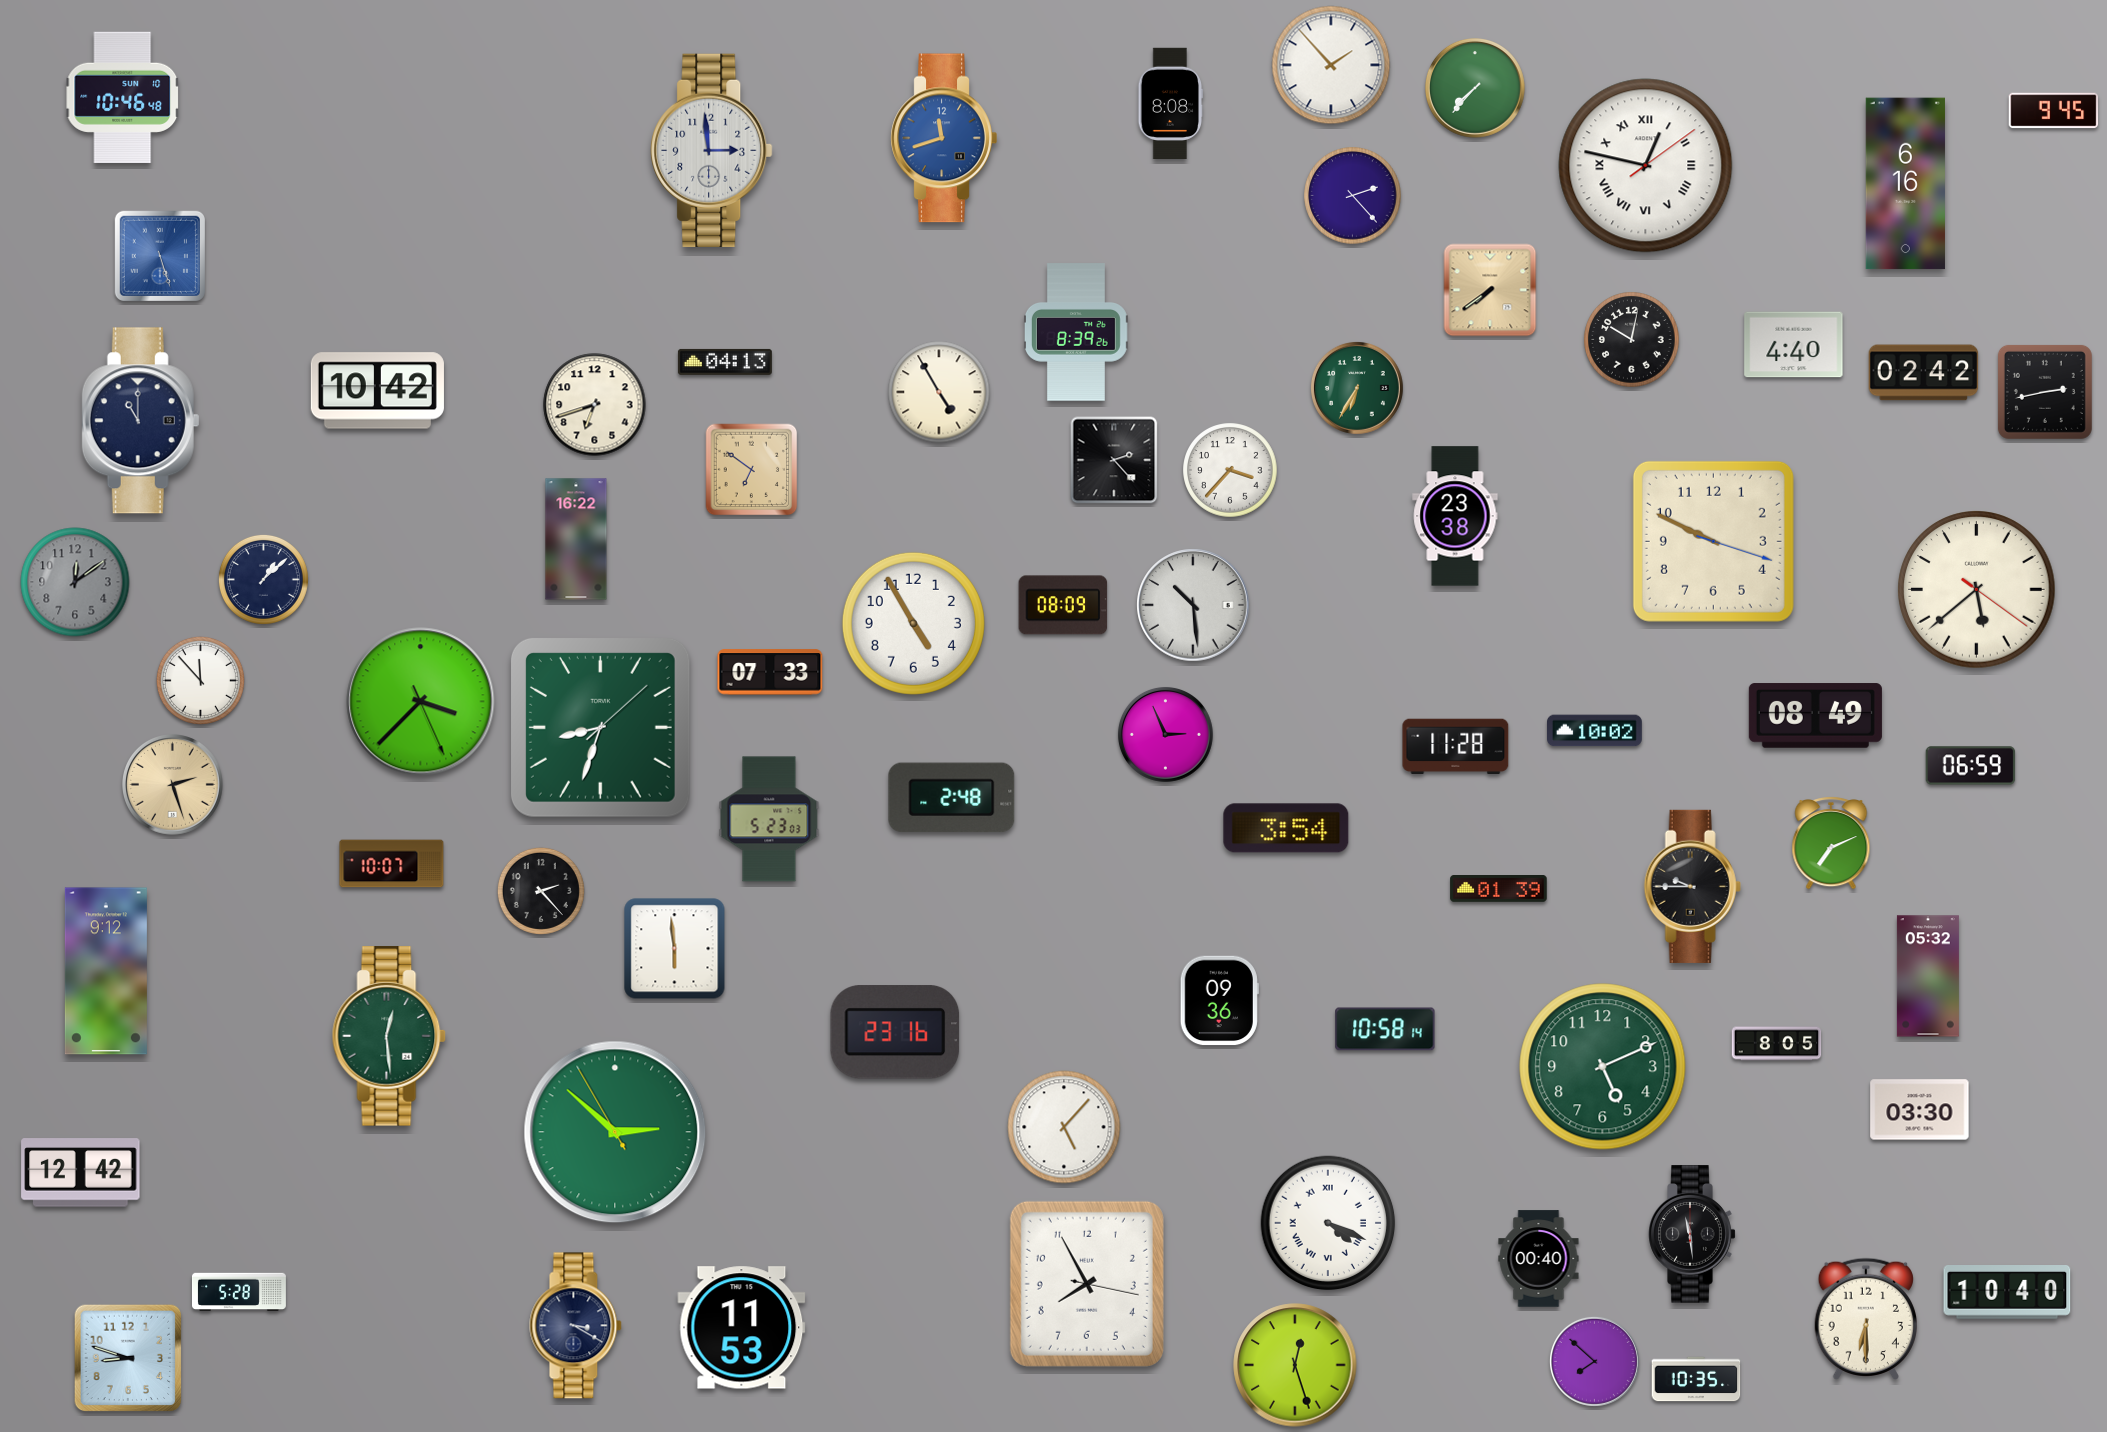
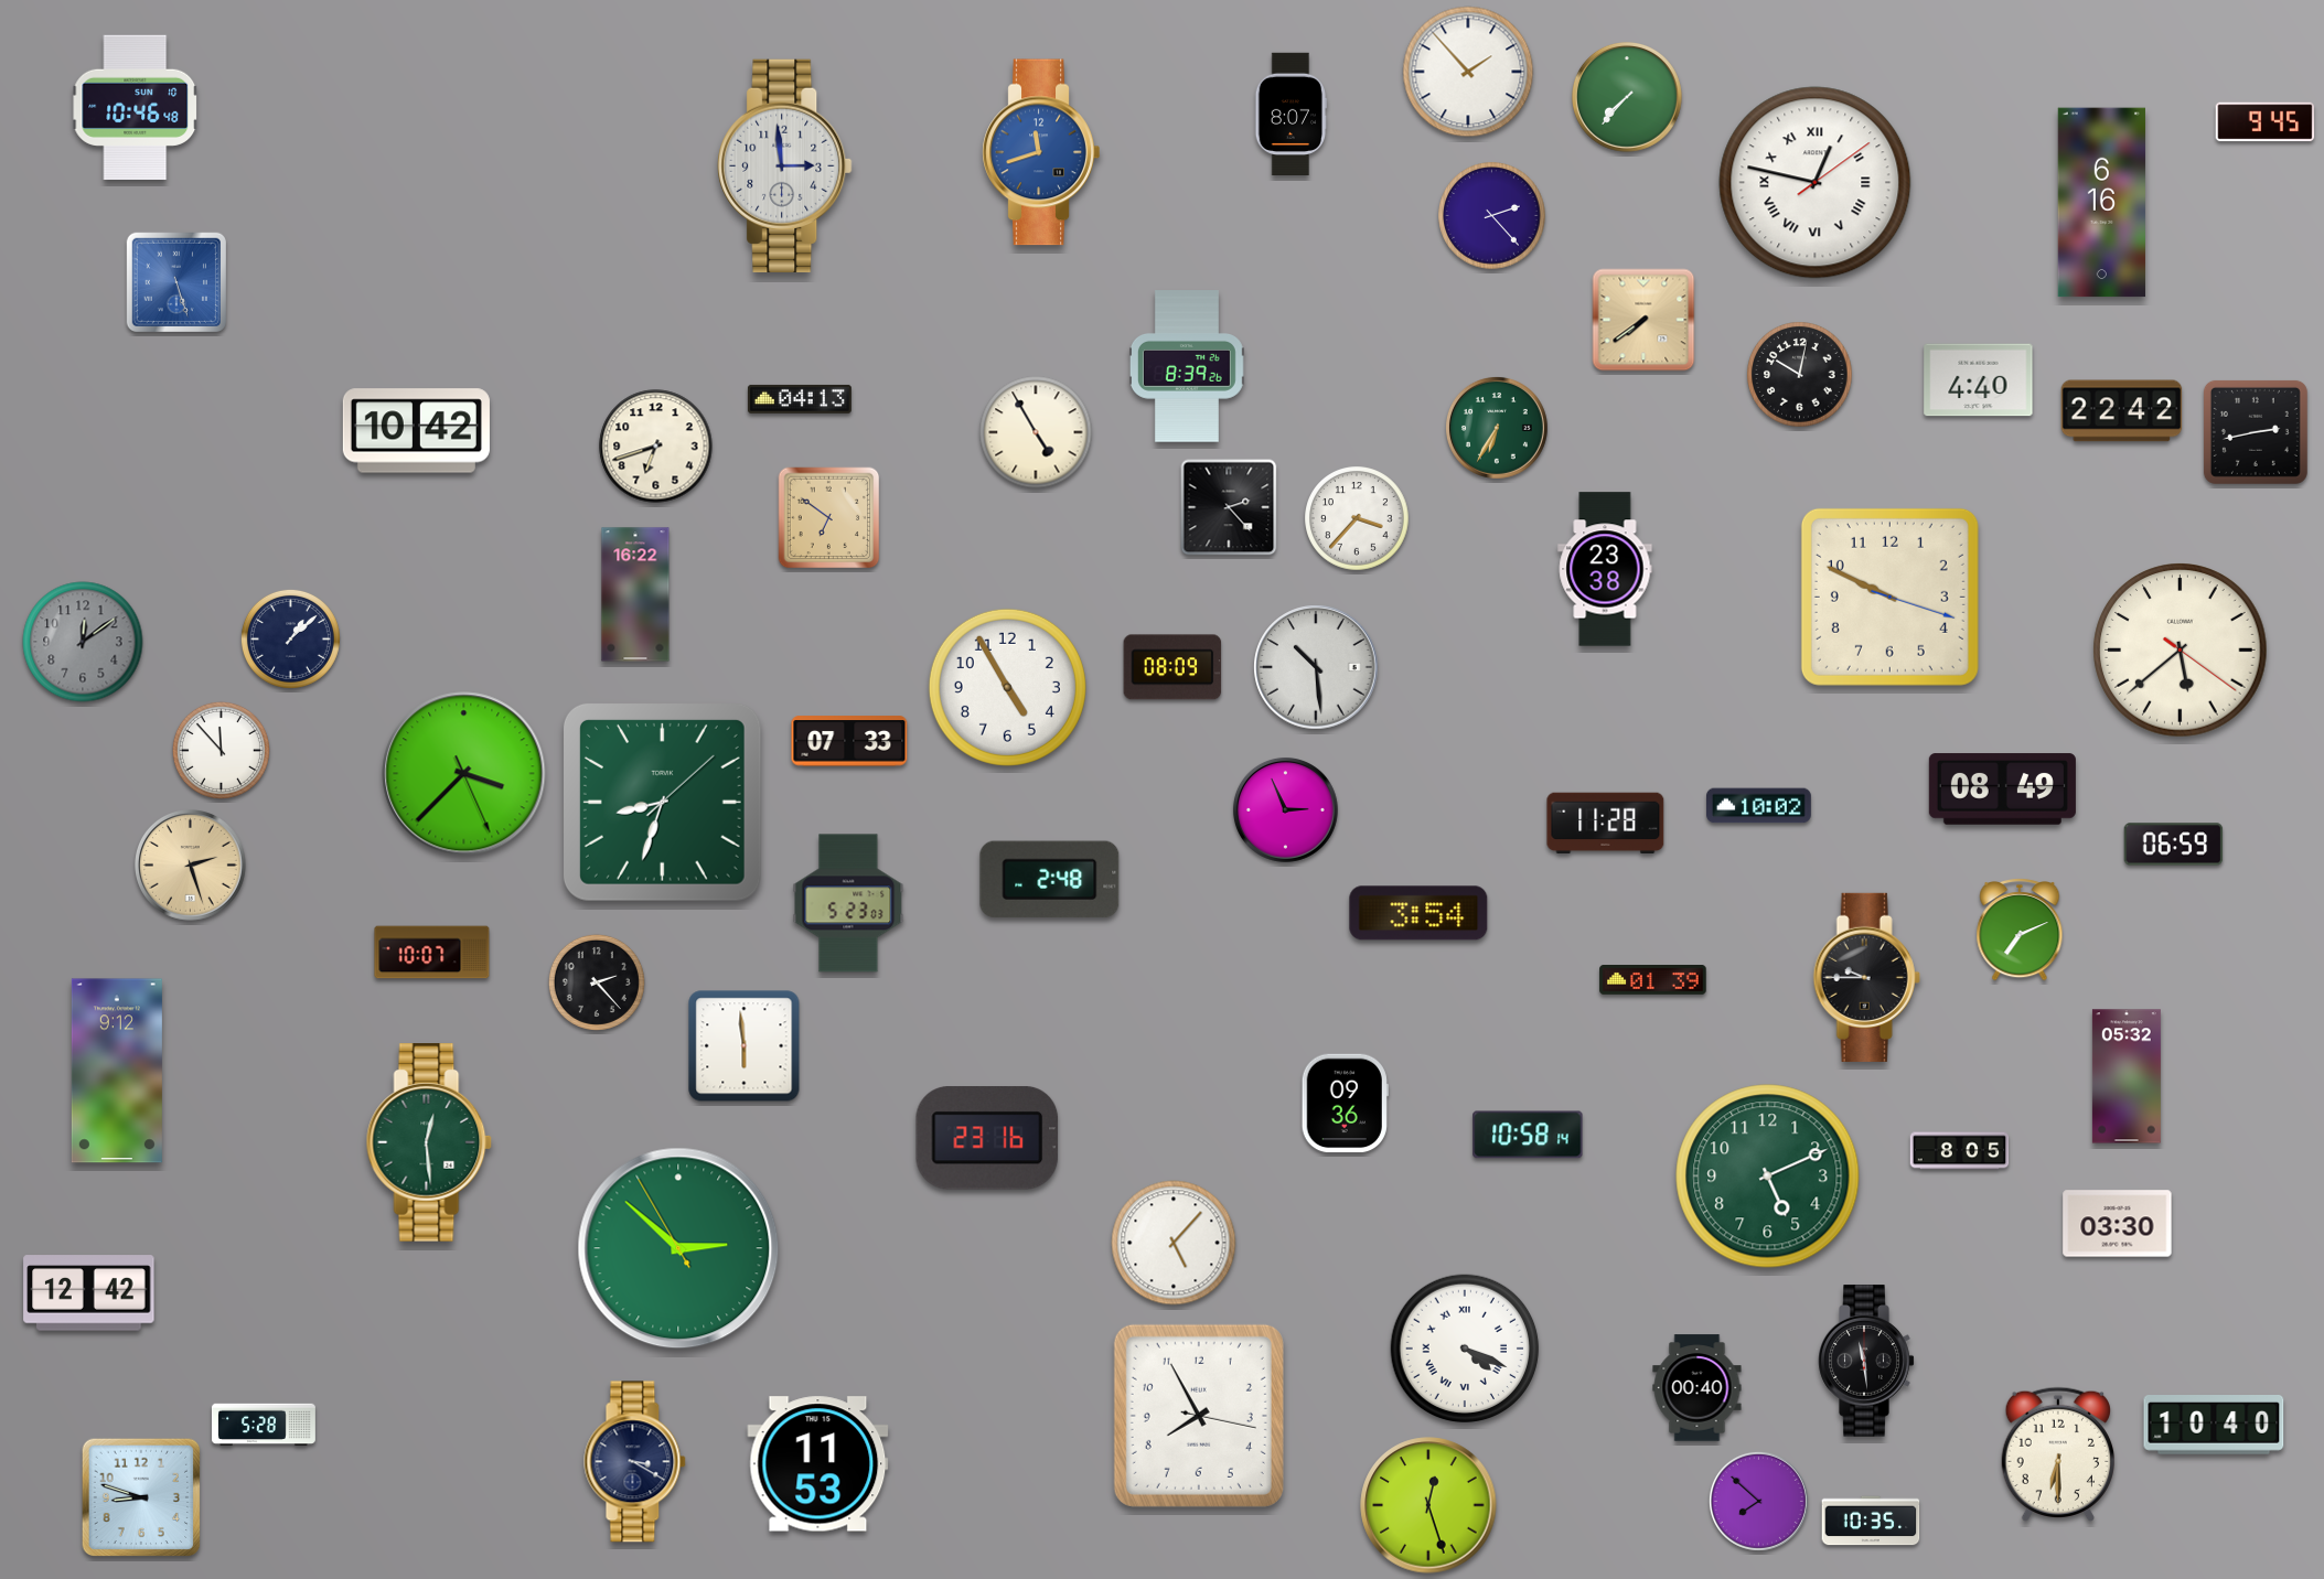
clock at (1171, 103): 8:08 -> 8:07
clock at (1924, 373): 02:42 -> 22:42
clock at (141, 421): 11:00 -> none
